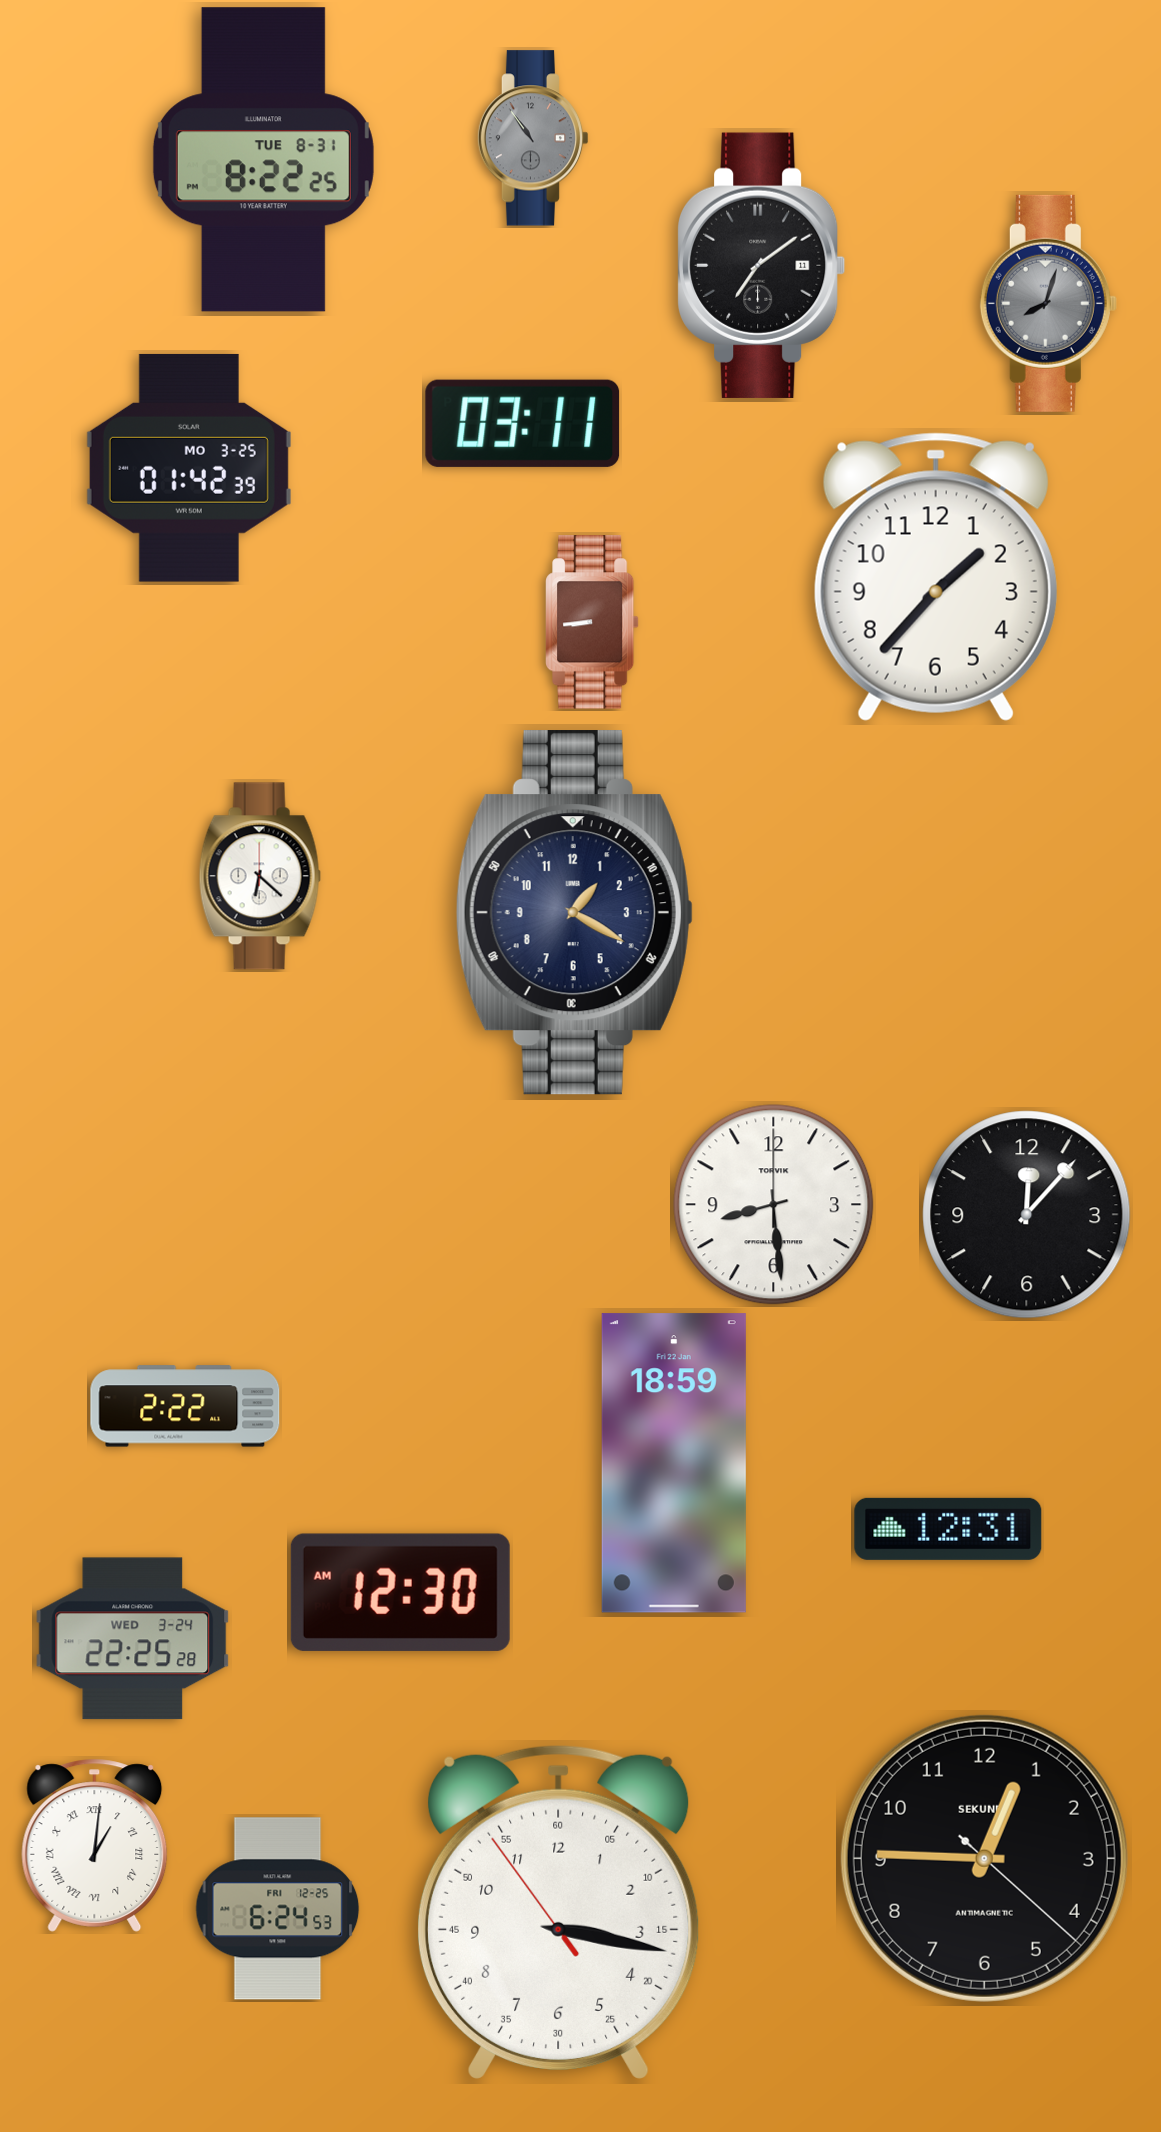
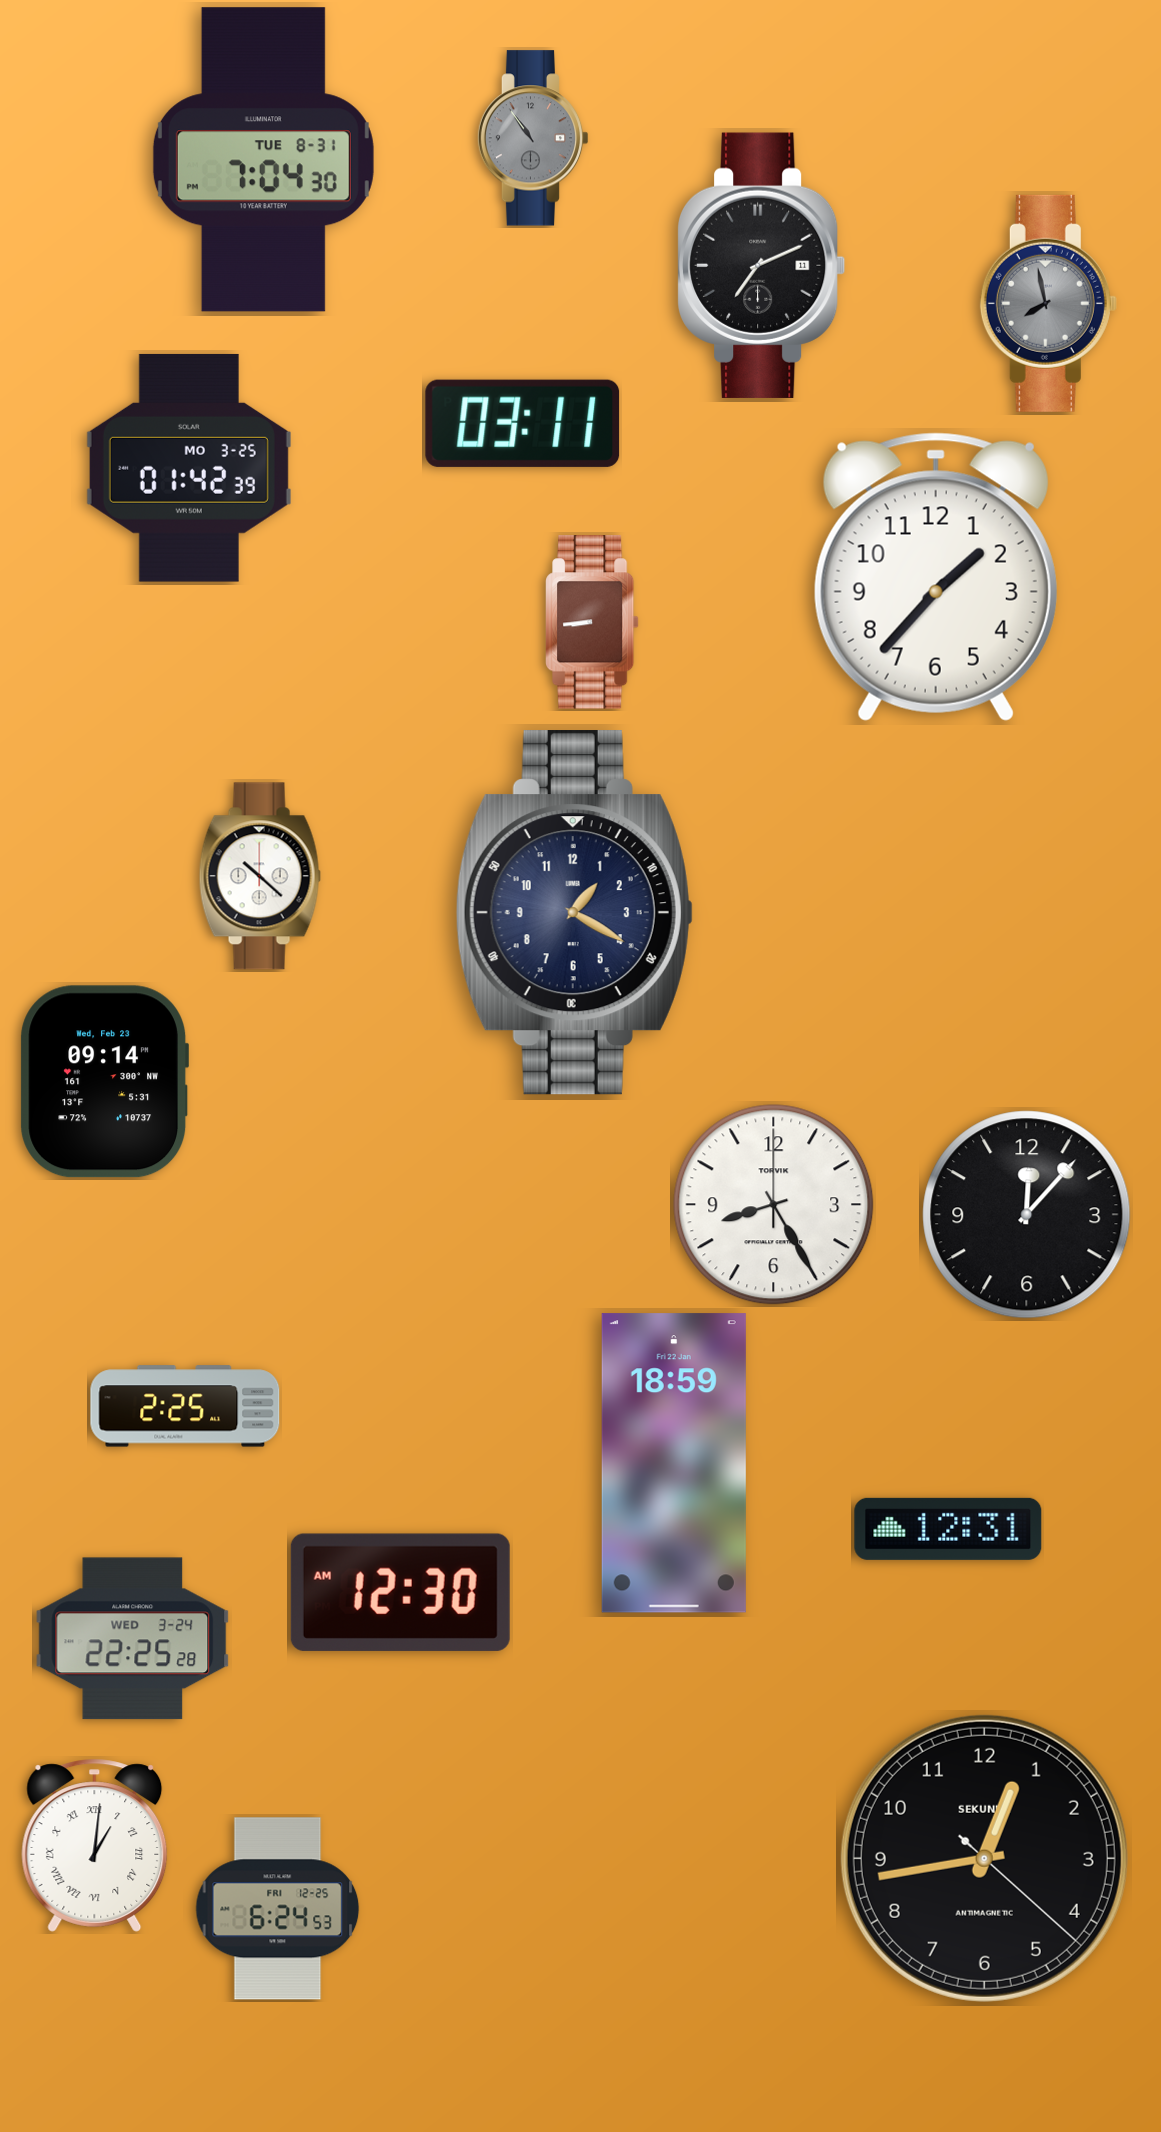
clock at (263, 160): 8:22 -> 7:04
clock at (762, 265): 7:09 -> 7:11
clock at (1048, 303): 8:03 -> 7:58
clock at (260, 876): 6:22 -> 10:22
clock at (104, 1082): none -> 09:14
clock at (774, 1205): 8:29 -> 8:25
clock at (185, 1406): 2:22 -> 2:25
clock at (984, 1858): 12:45 -> 12:43
clock at (558, 1912): 3:16 -> none
